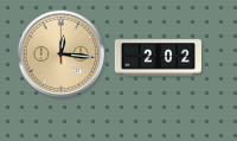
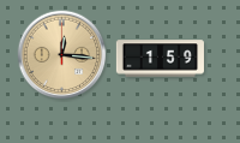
clock at (158, 58): 2:02 -> 1:59
